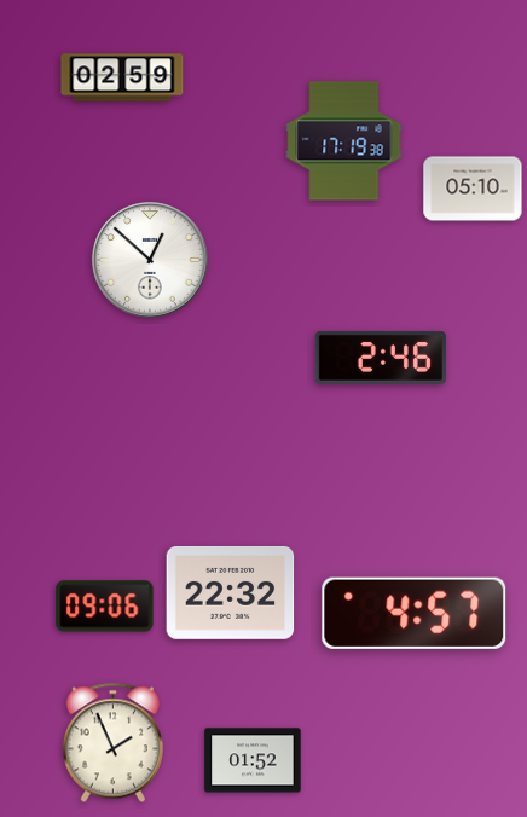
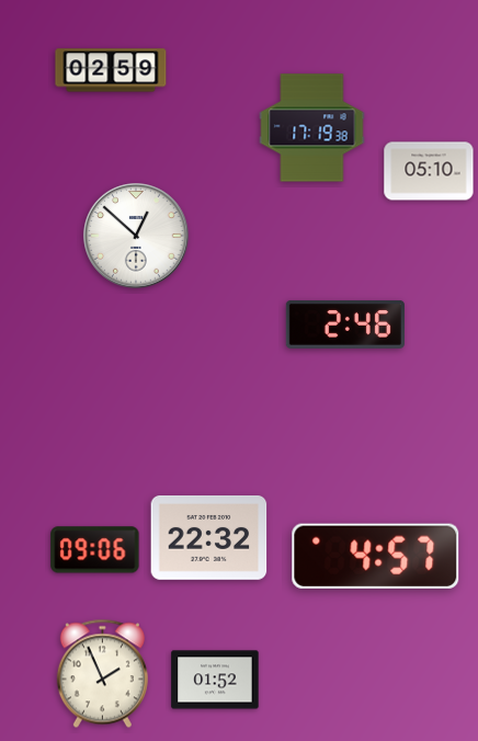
clock at (253, 760) position: (253, 760) -> (215, 680)
